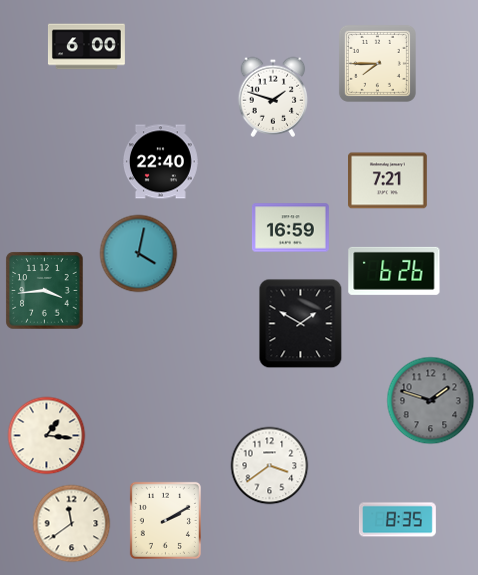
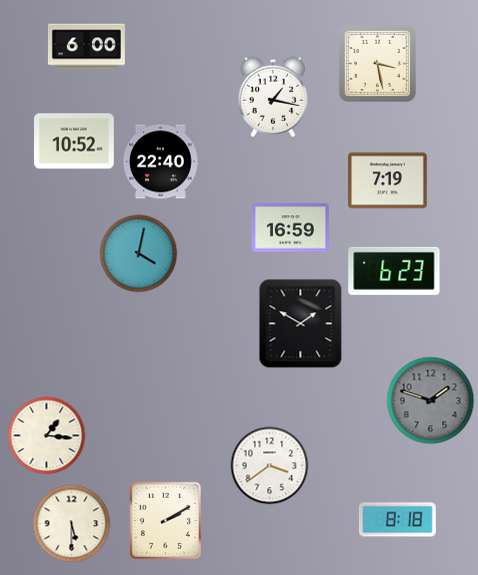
clock at (377, 63): 7:45 -> 3:28
clock at (273, 97): 1:48 -> 1:17
clock at (74, 141): none -> 10:52
clock at (388, 181): 7:21 -> 7:19
clock at (394, 271): 6:26 -> 6:23
clock at (44, 290): 3:44 -> none
clock at (397, 520): 8:35 -> 8:18
clock at (71, 523): 11:39 -> 5:30
